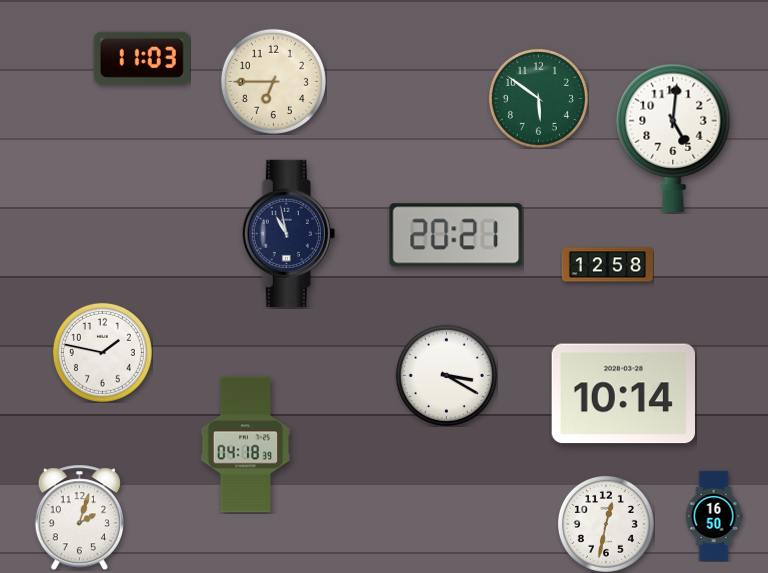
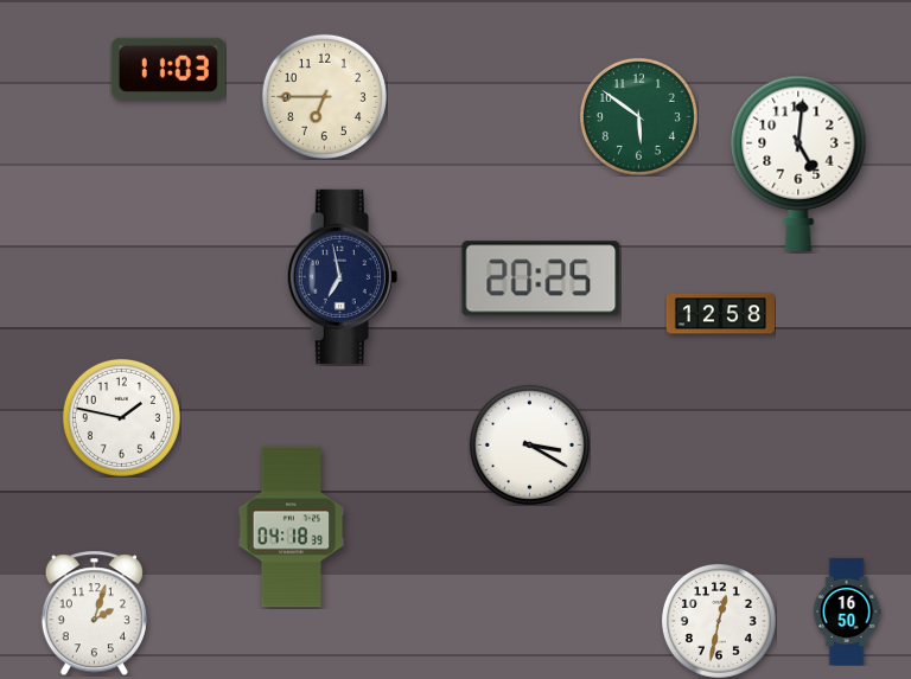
clock at (288, 233): 10:58 -> 6:58
clock at (456, 235): 20:21 -> 20:25
clock at (623, 394): 10:14 -> none
